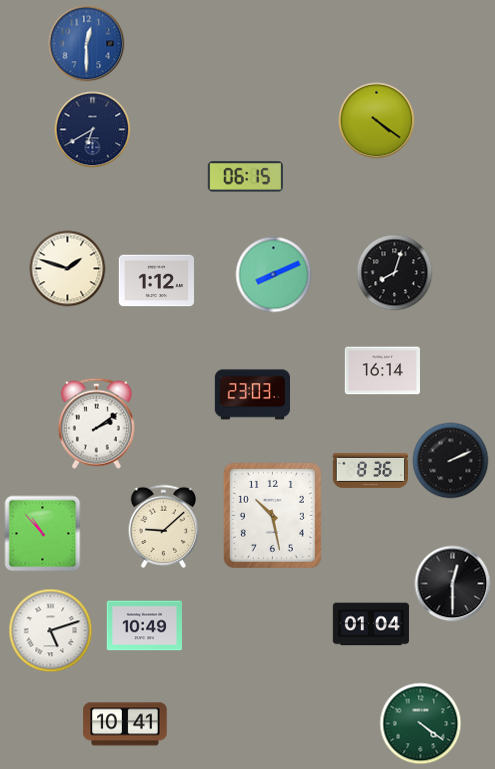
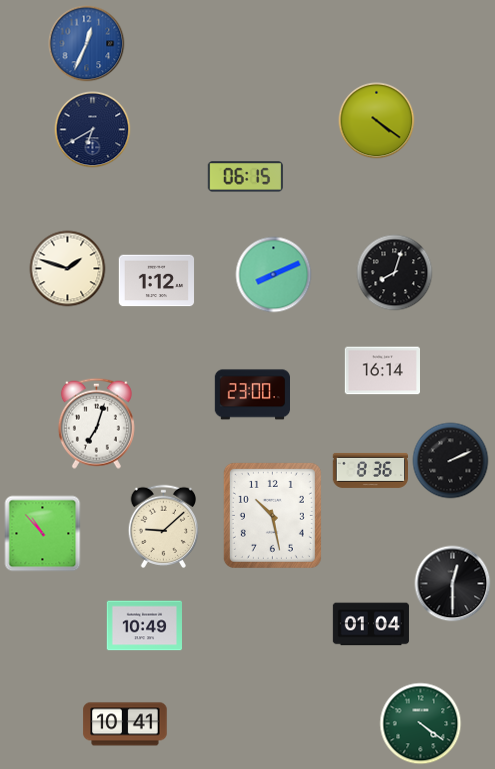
clock at (87, 44): 12:30 -> 12:34
clock at (252, 395): 23:03 -> 23:00
clock at (96, 423): 2:09 -> 7:03
clock at (51, 631): 5:12 -> none
